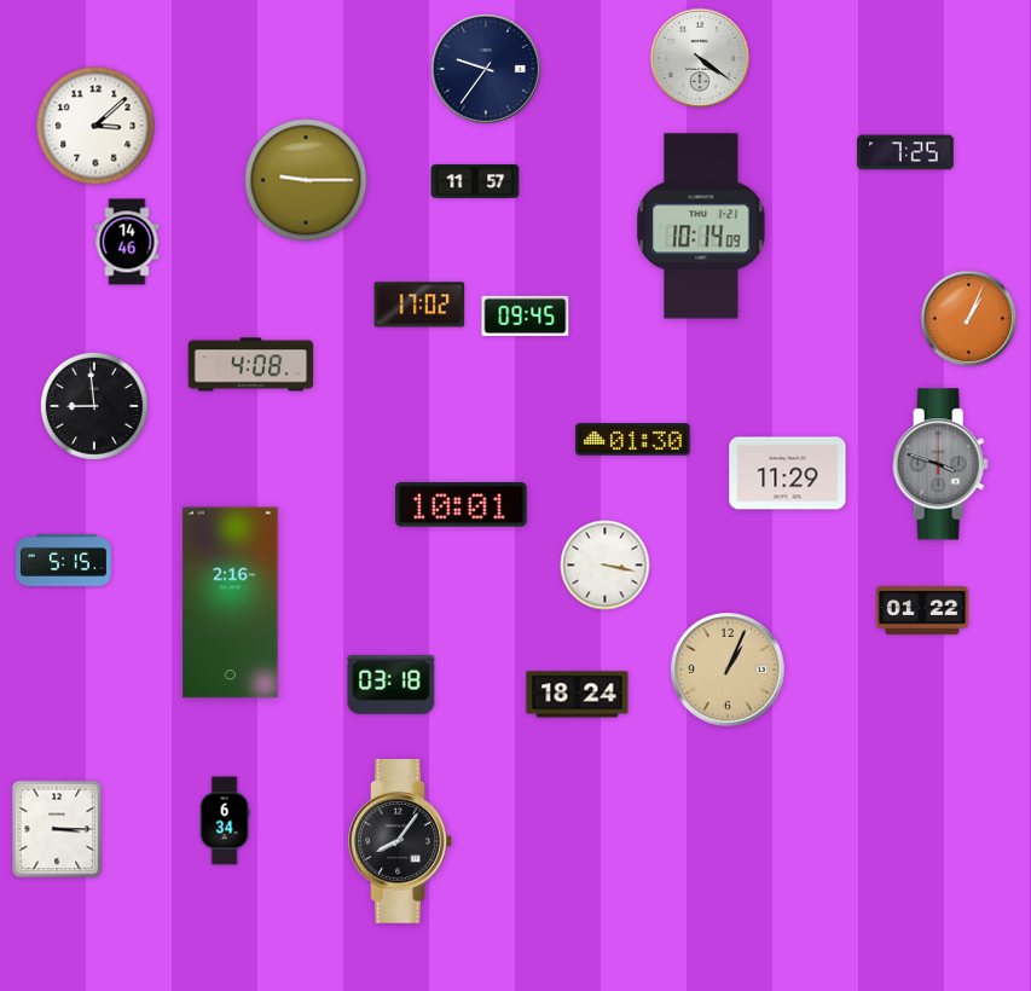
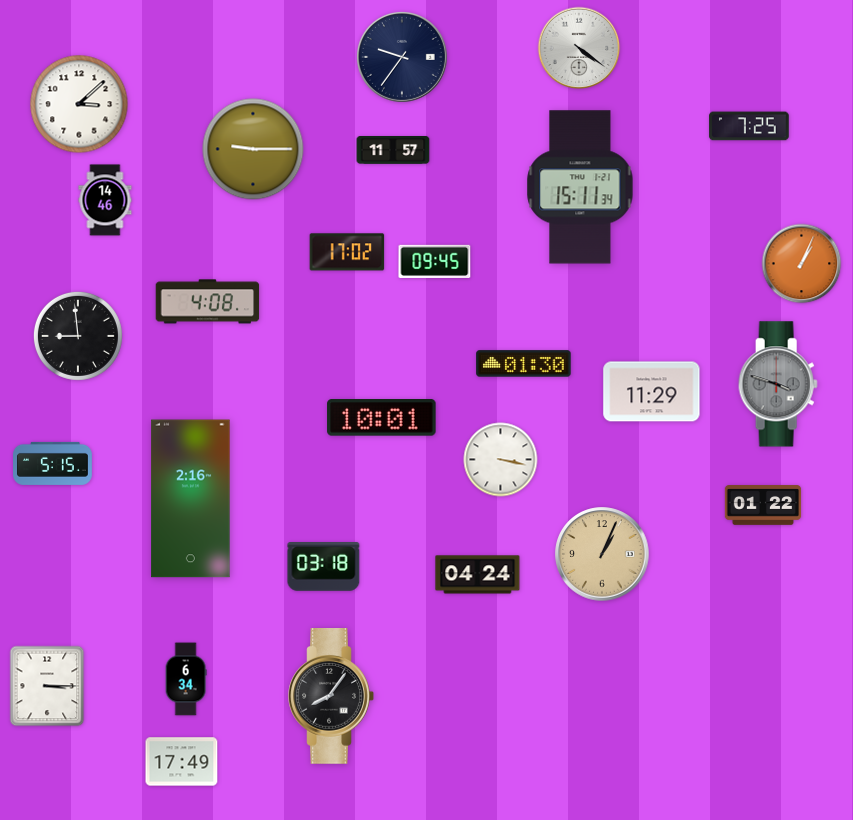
clock at (701, 226): 10:14 -> 15:11
clock at (606, 566) position: (606, 566) -> (501, 460)
clock at (578, 695): 18:24 -> 04:24
clock at (182, 762): none -> 17:49
